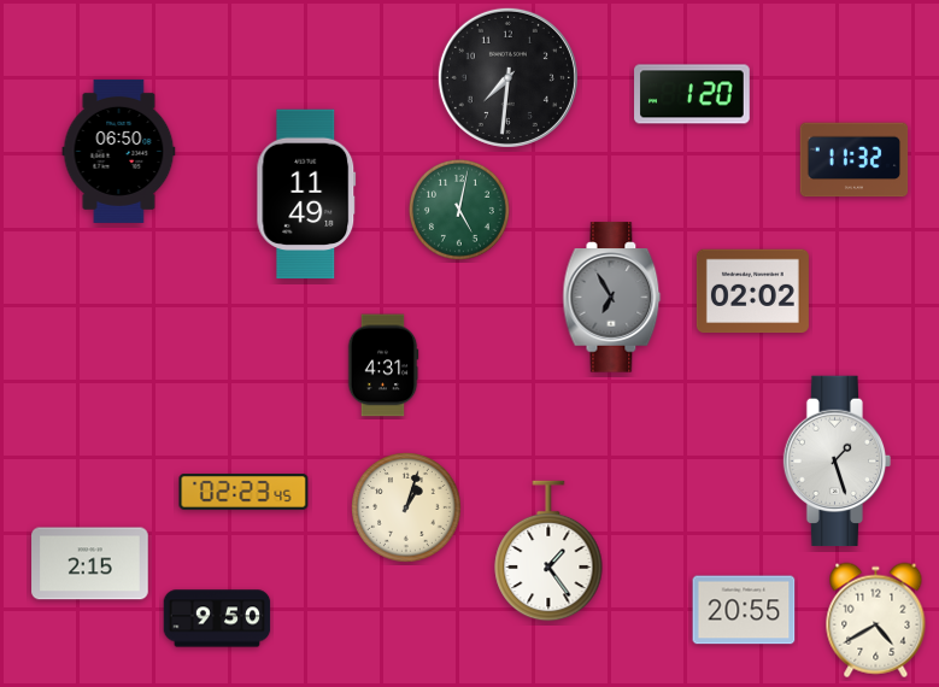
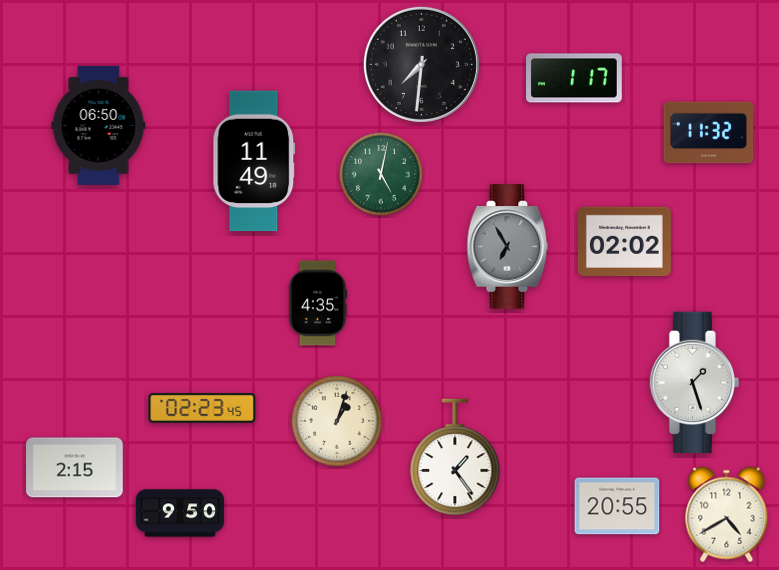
clock at (692, 94): 1:20 -> 1:17
clock at (383, 365): 4:31 -> 4:35
